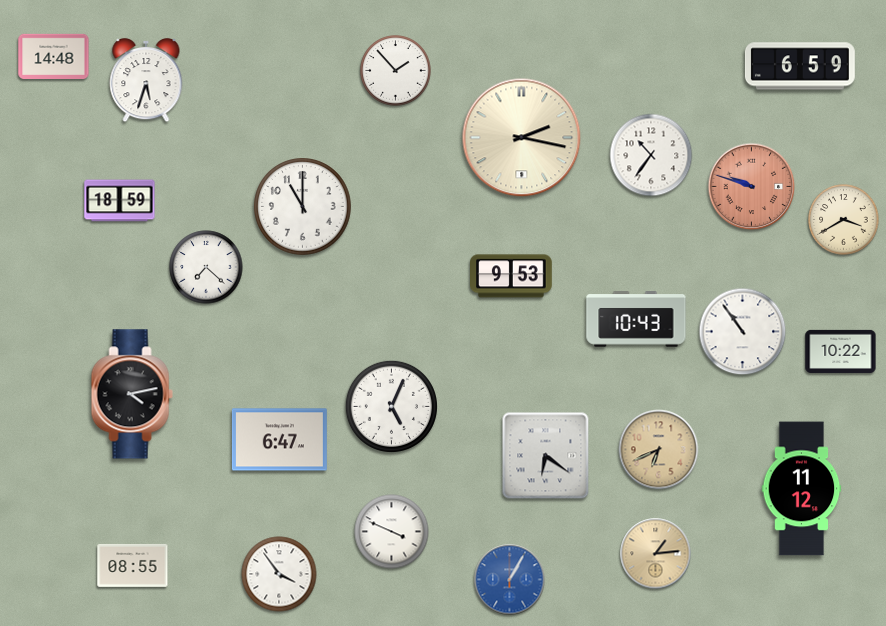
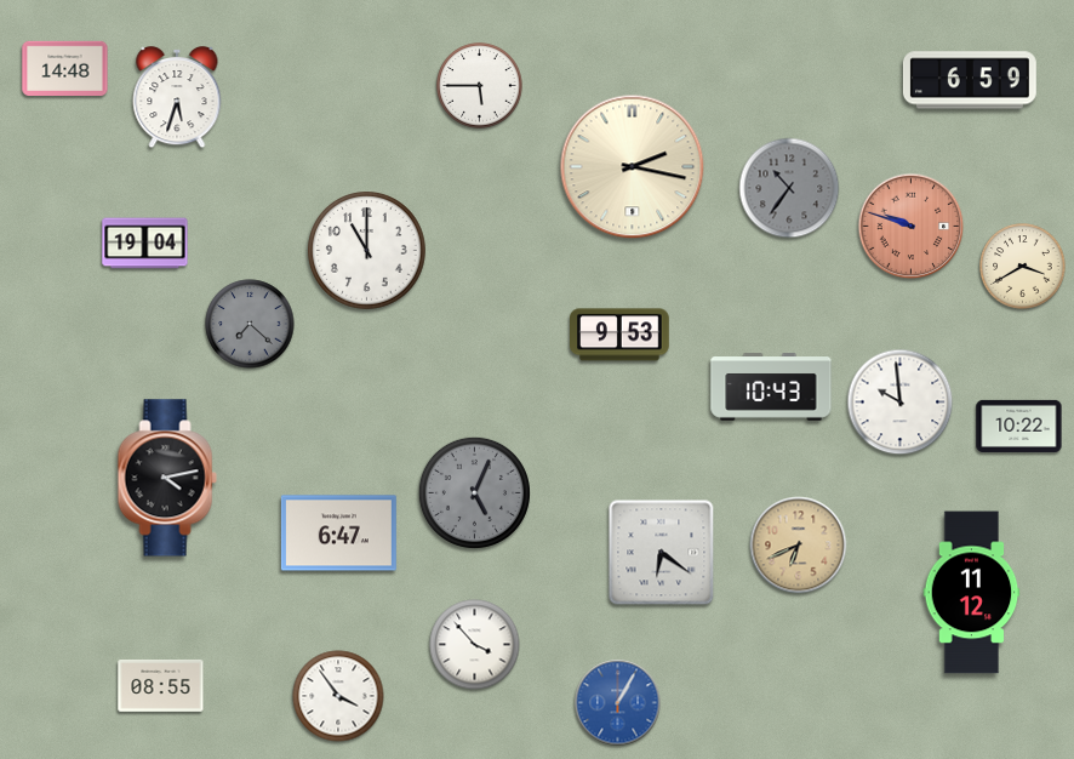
clock at (396, 71): 1:53 -> 5:45
clock at (651, 155) dial: white -> grey
clock at (120, 201): 18:59 -> 19:04
clock at (206, 267) dial: white -> grey
clock at (743, 332): 10:54 -> 9:59
clock at (132, 394) position: (132, 394) -> (167, 478)
clock at (391, 406) dial: white -> grey
clock at (392, 532): 3:49 -> 3:53
clock at (656, 554): 1:14 -> none
